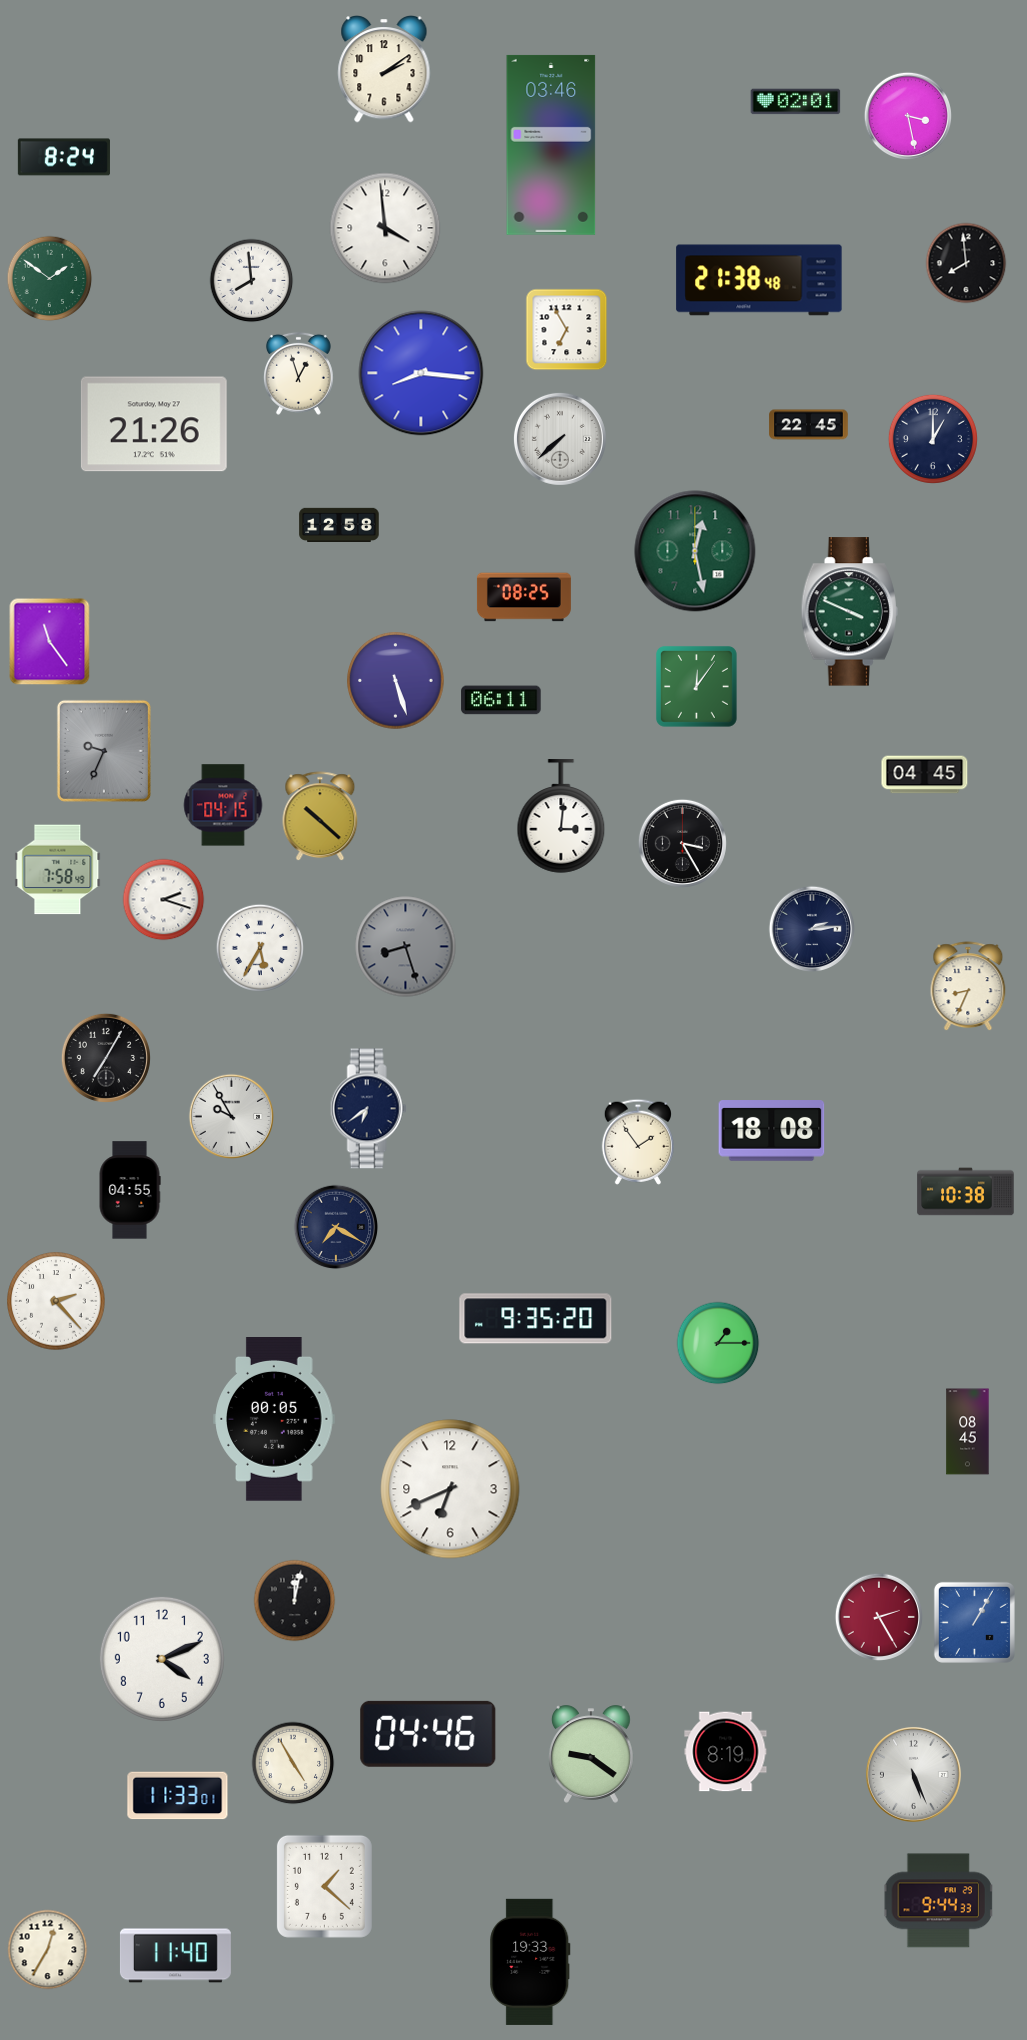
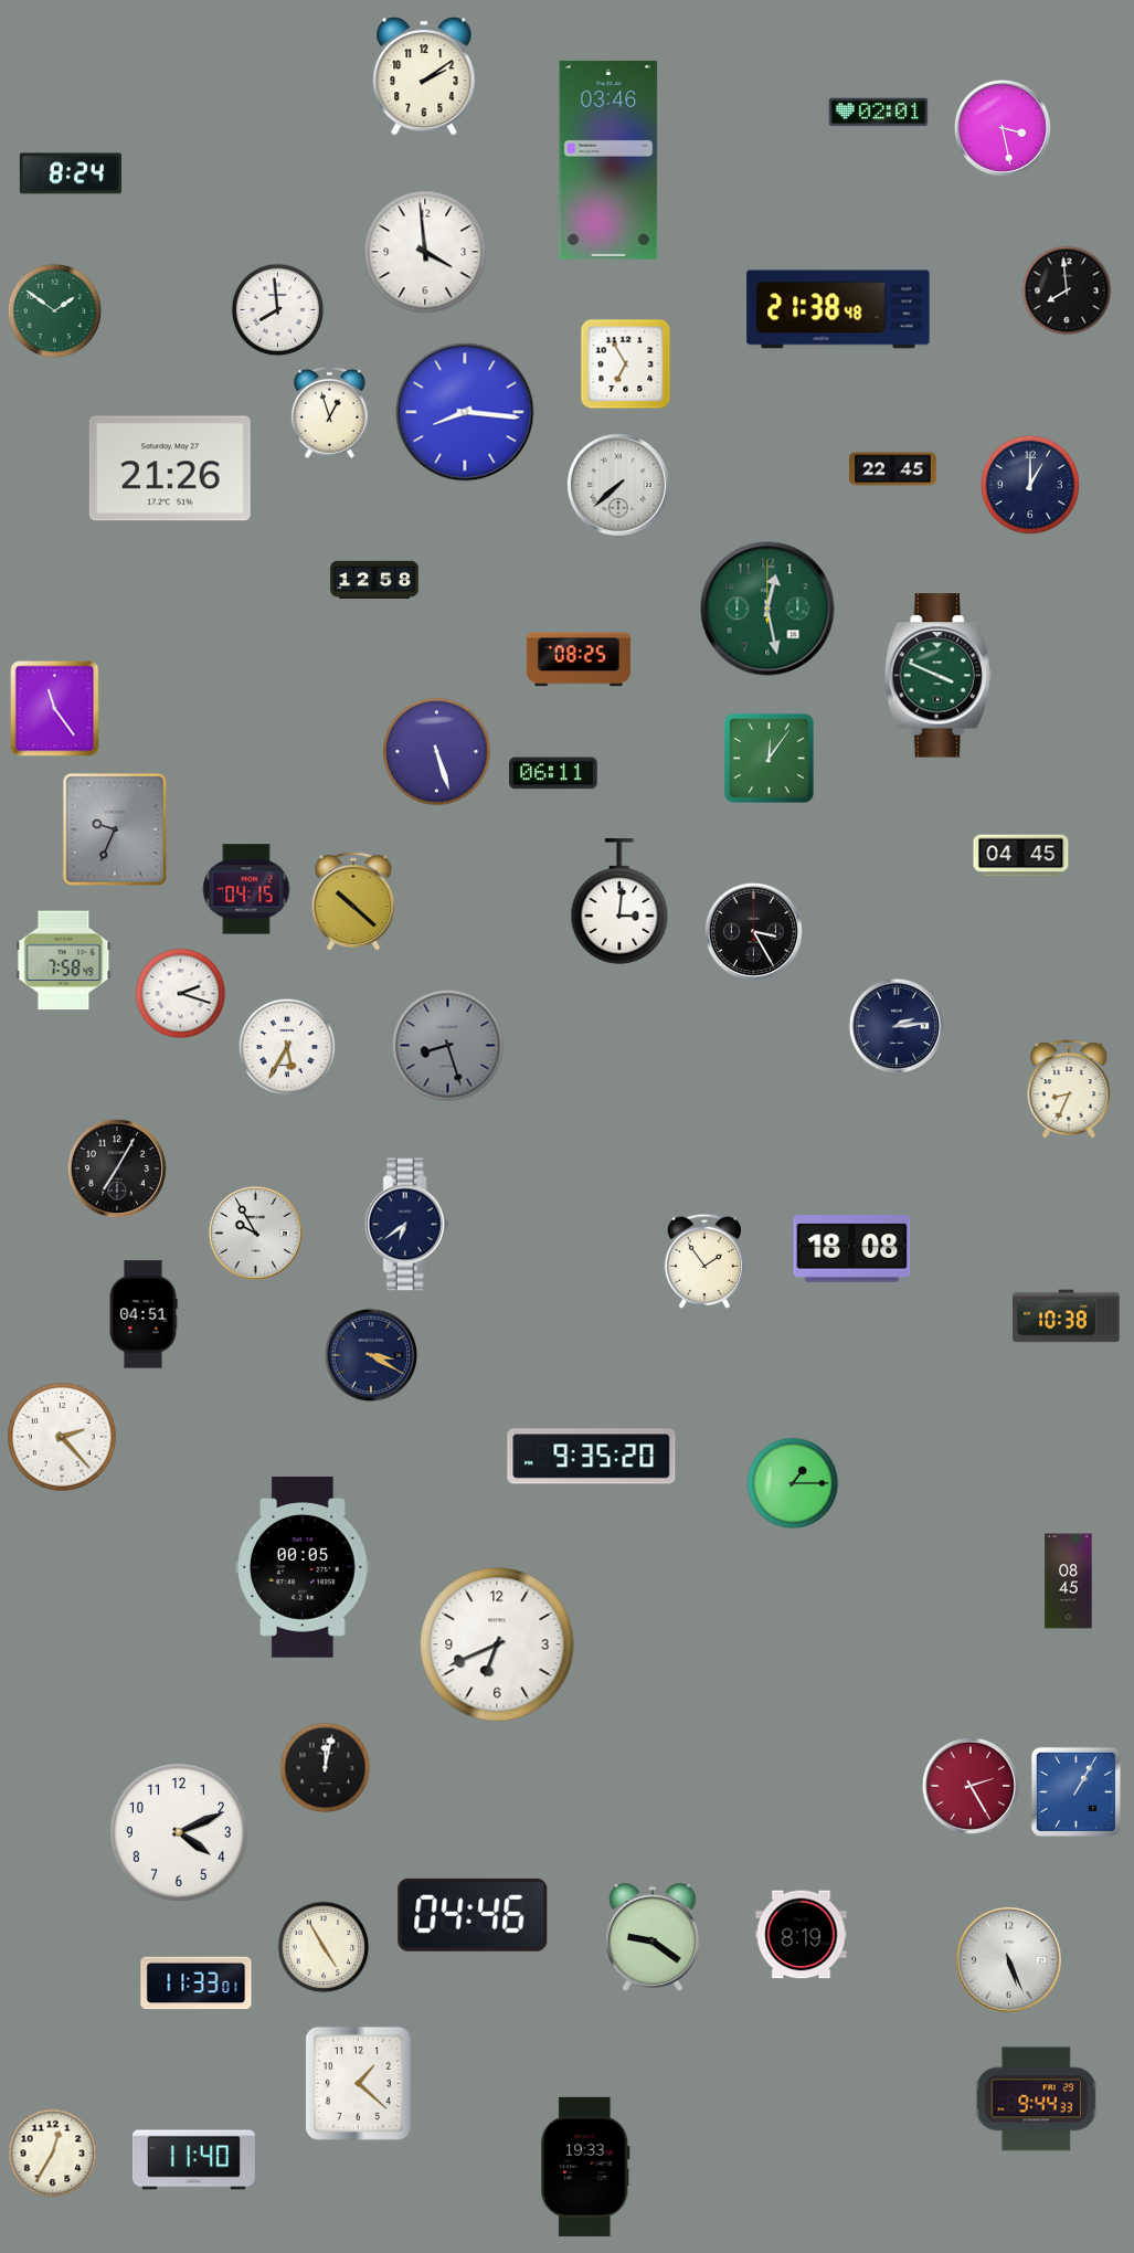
clock at (50, 279) position: (50, 279) -> (55, 311)
clock at (130, 1190): 04:55 -> 04:51
clock at (336, 1227): 7:20 -> 3:20
